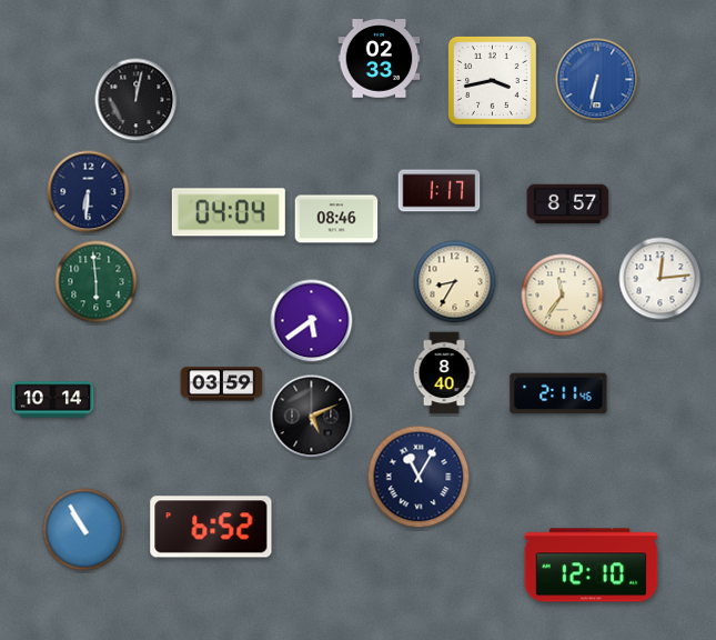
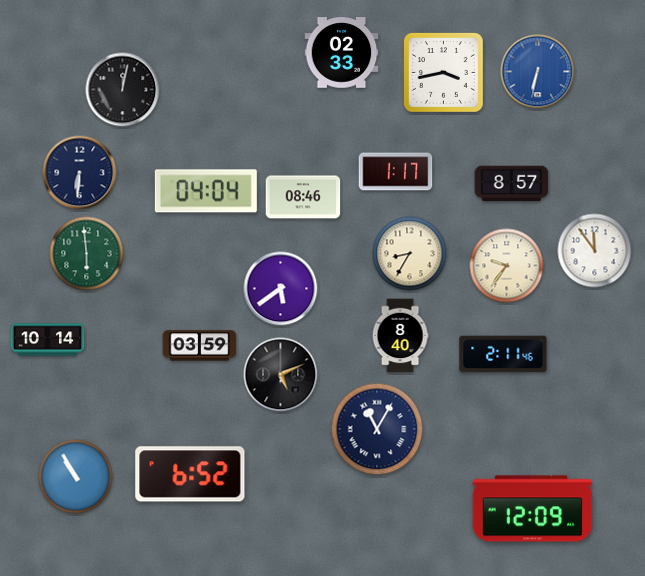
clock at (660, 279): 12:14 -> 11:54
clock at (563, 296): 11:36 -> 9:36
clock at (53, 400) position: (53, 400) -> (48, 340)
clock at (592, 566): 12:10 -> 12:09
